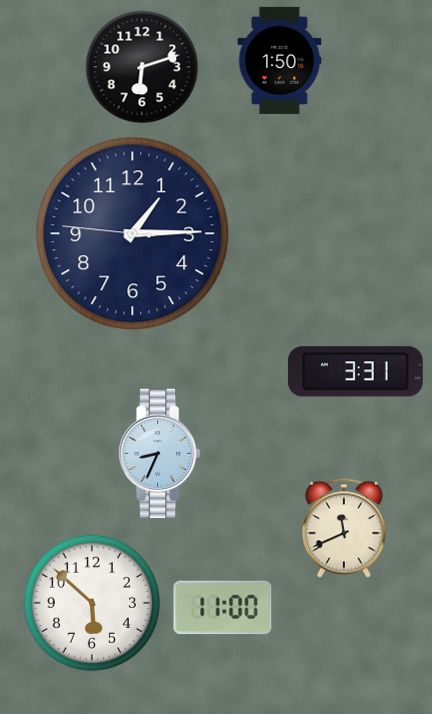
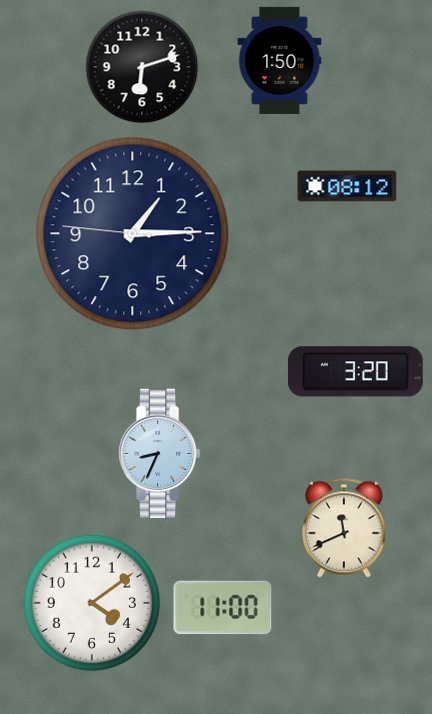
clock at (347, 186): none -> 08:12
clock at (355, 372): 3:31 -> 3:20
clock at (92, 603): 5:52 -> 4:09
